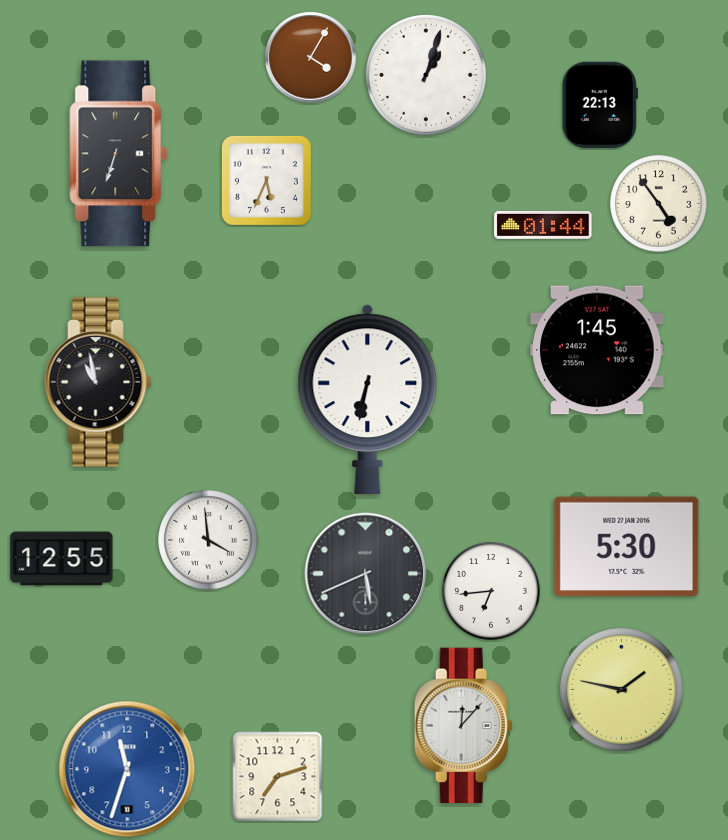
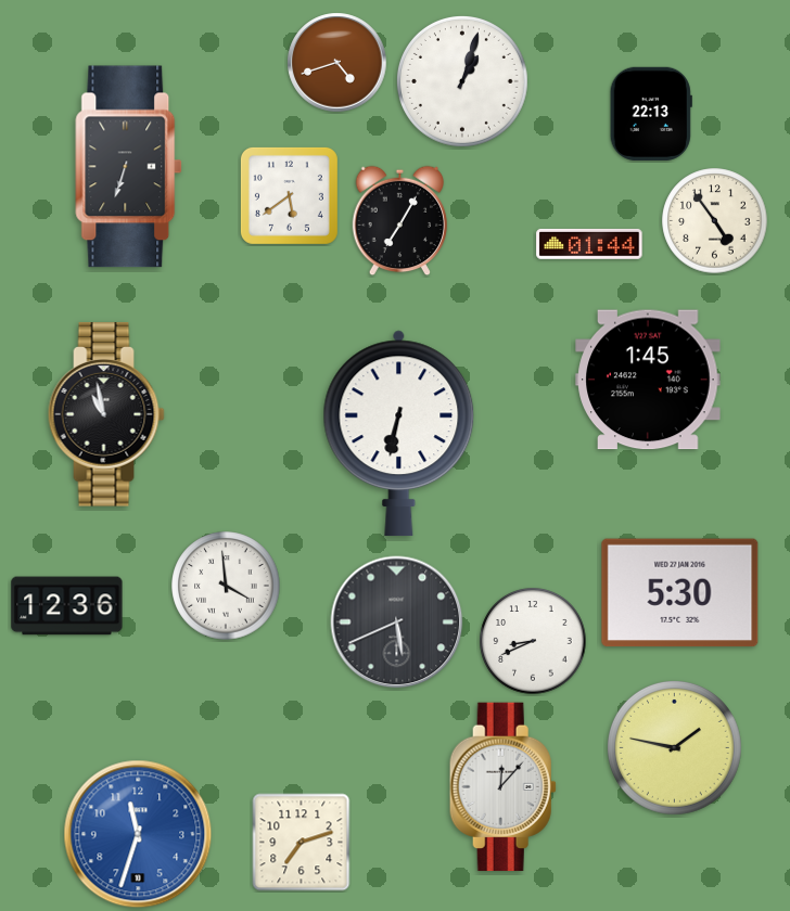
clock at (311, 58): 4:05 -> 4:42
clock at (266, 180): 5:34 -> 5:39
clock at (400, 221): none -> 7:05
clock at (62, 559): 12:55 -> 12:36
clock at (491, 591): 6:44 -> 8:41
